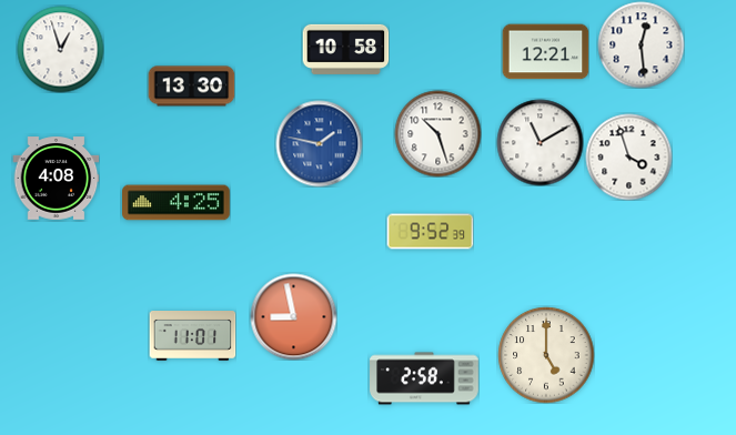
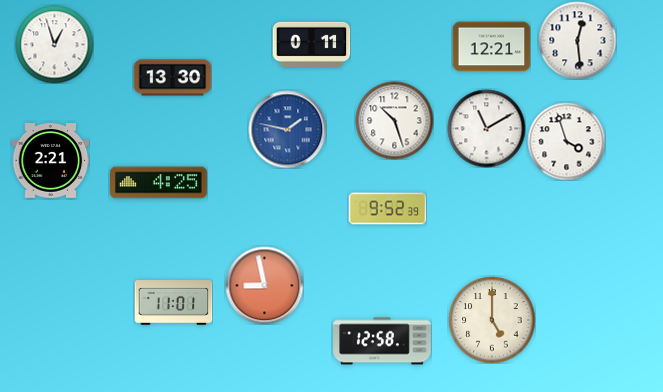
clock at (345, 49): 10:58 -> 0:11
clock at (56, 179): 4:08 -> 2:21
clock at (424, 378): 2:58 -> 12:58
